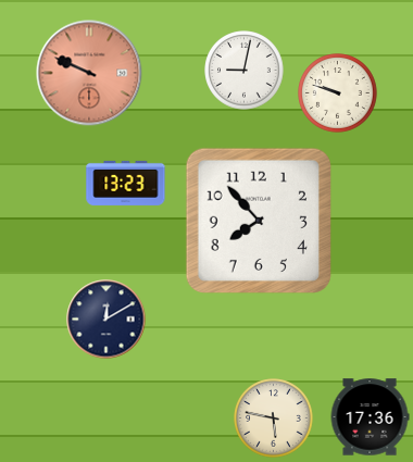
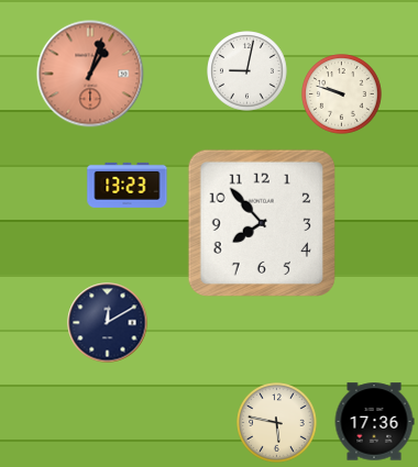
clock at (89, 73): 9:49 -> 1:03
